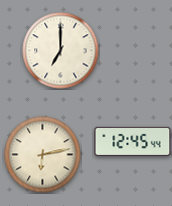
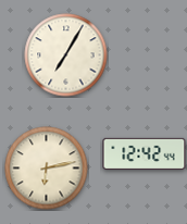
clock at (61, 51): 7:00 -> 7:05
clock at (133, 141): 12:45 -> 12:42
